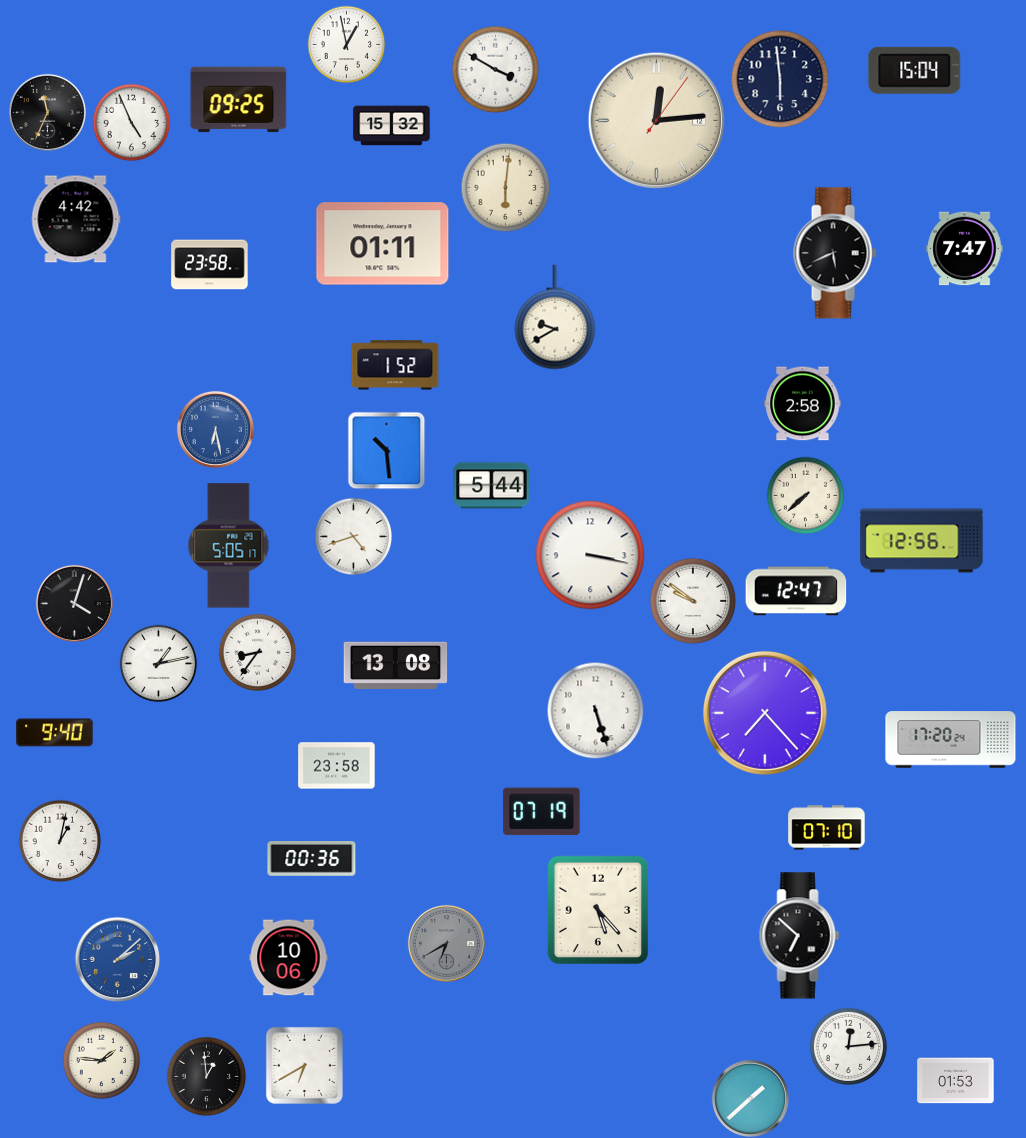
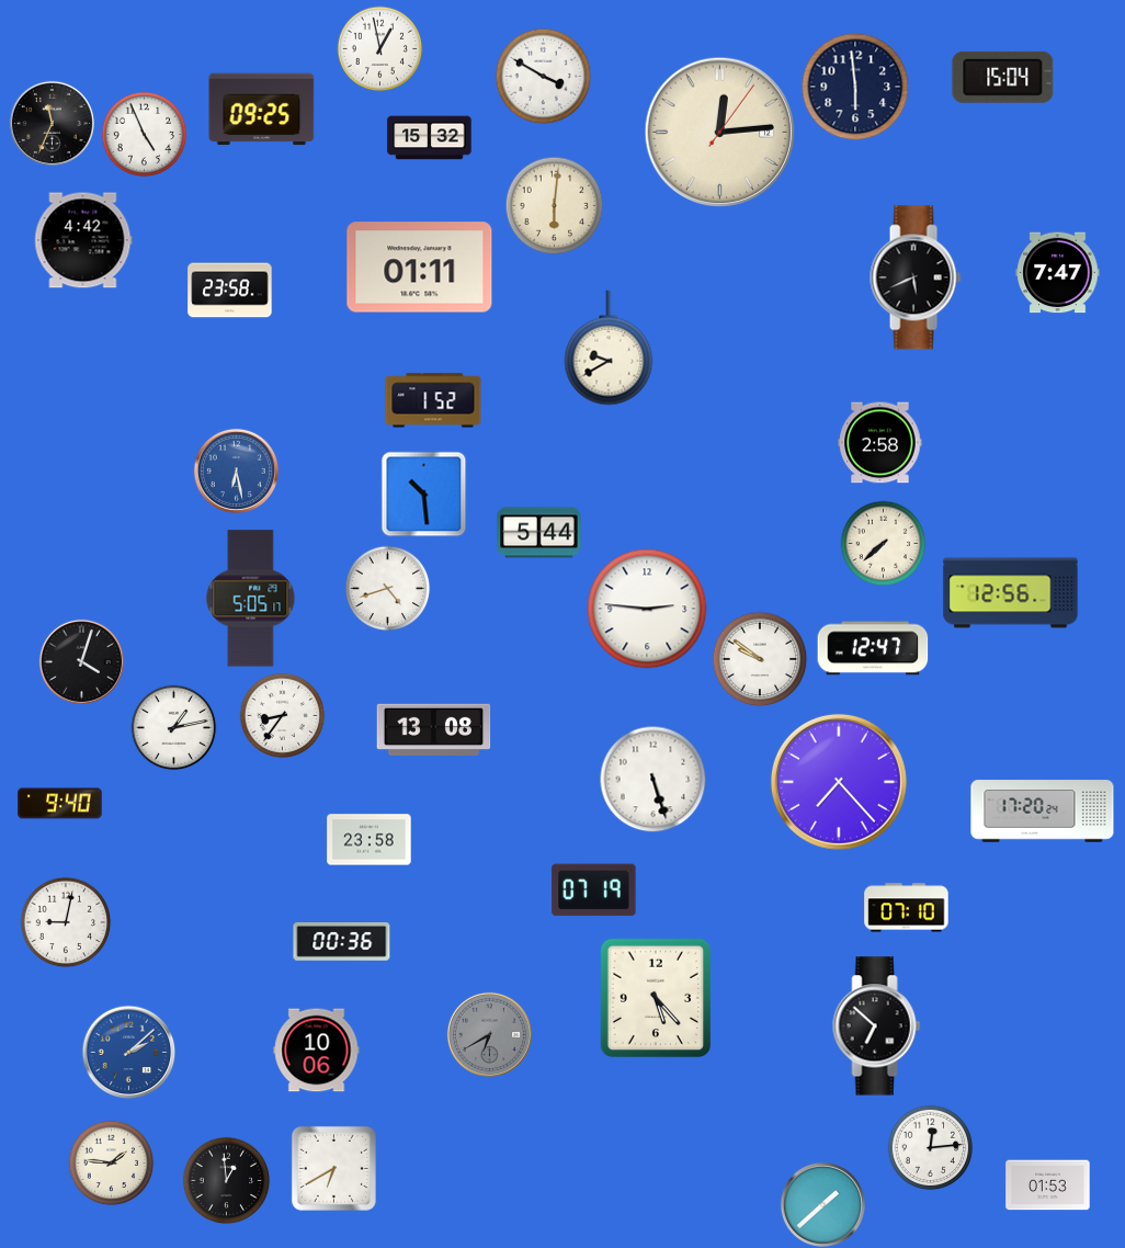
clock at (590, 555): 3:17 -> 2:46
clock at (60, 841): 1:02 -> 9:02
